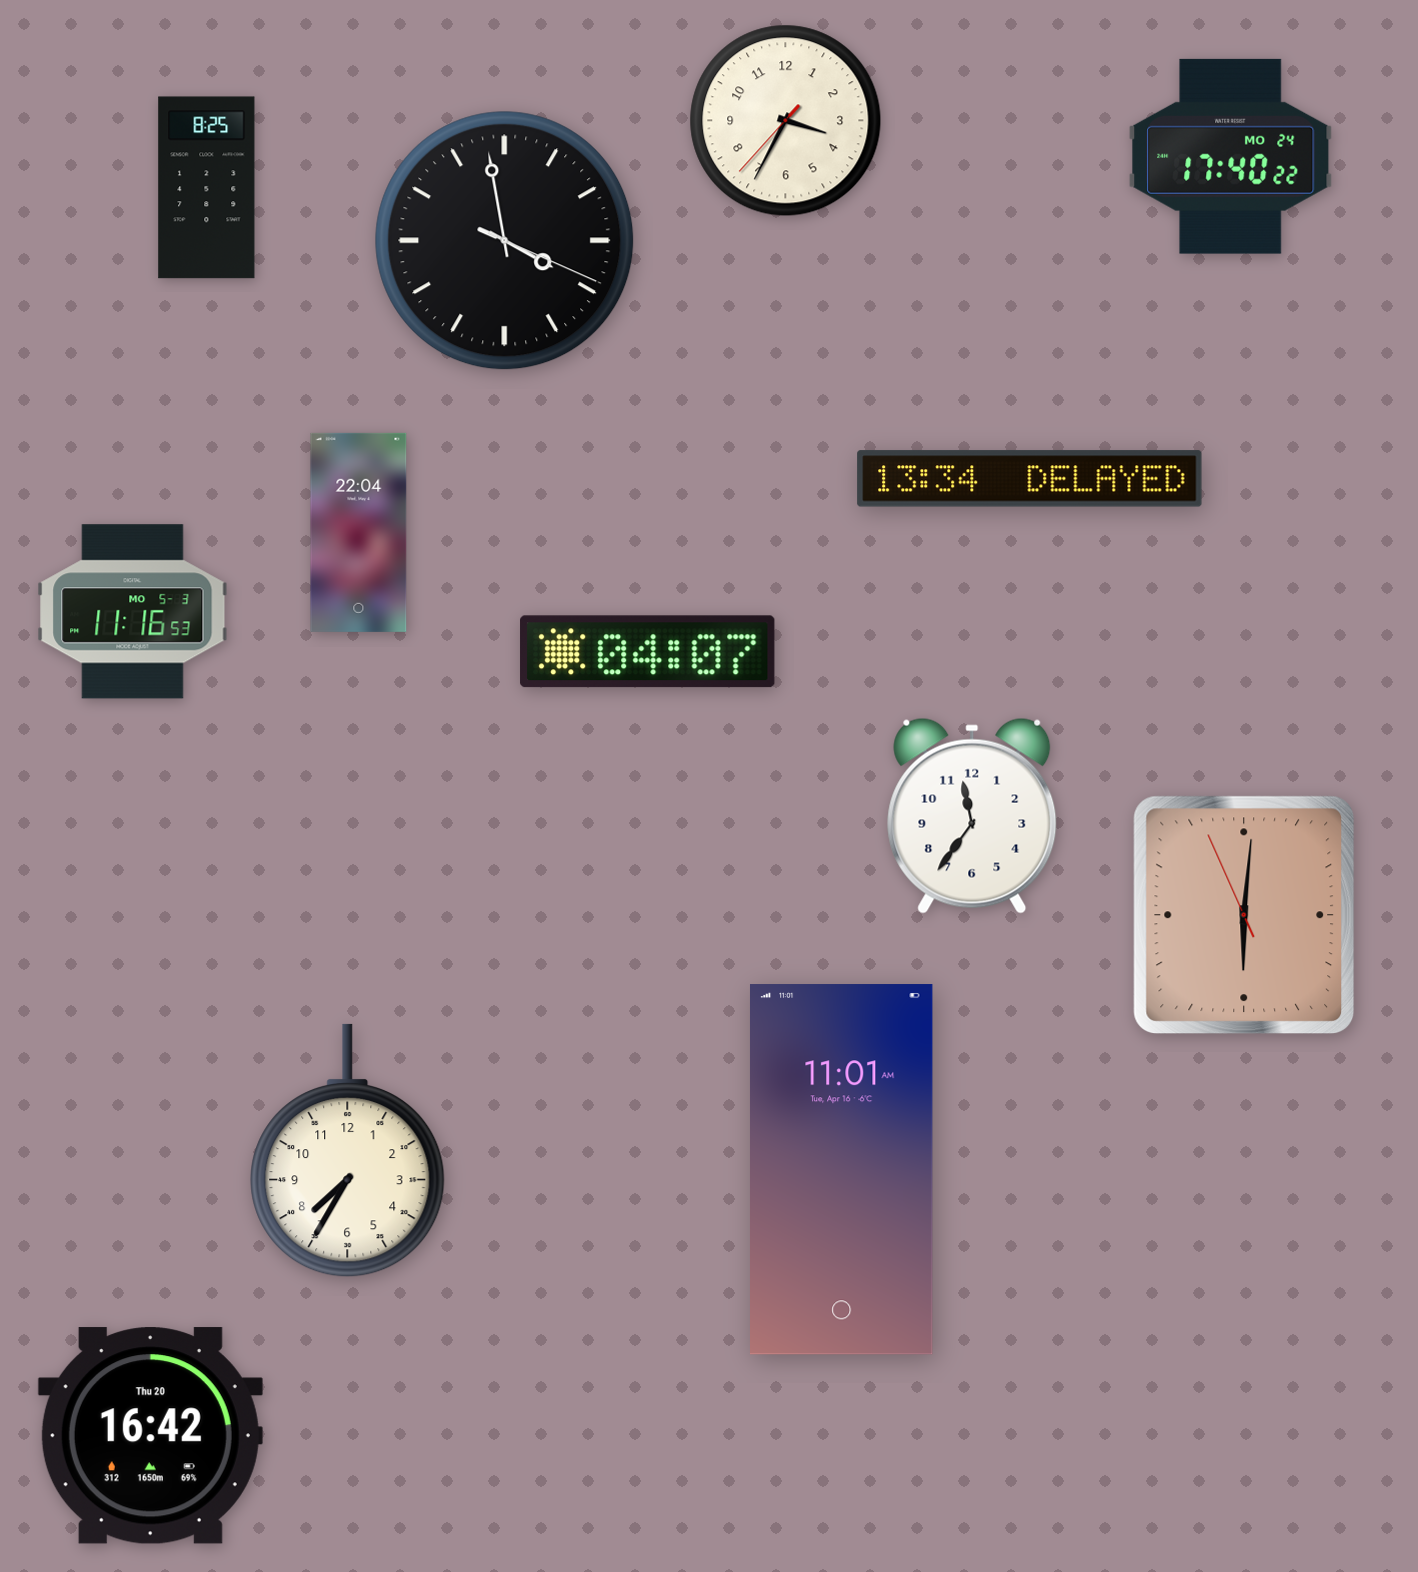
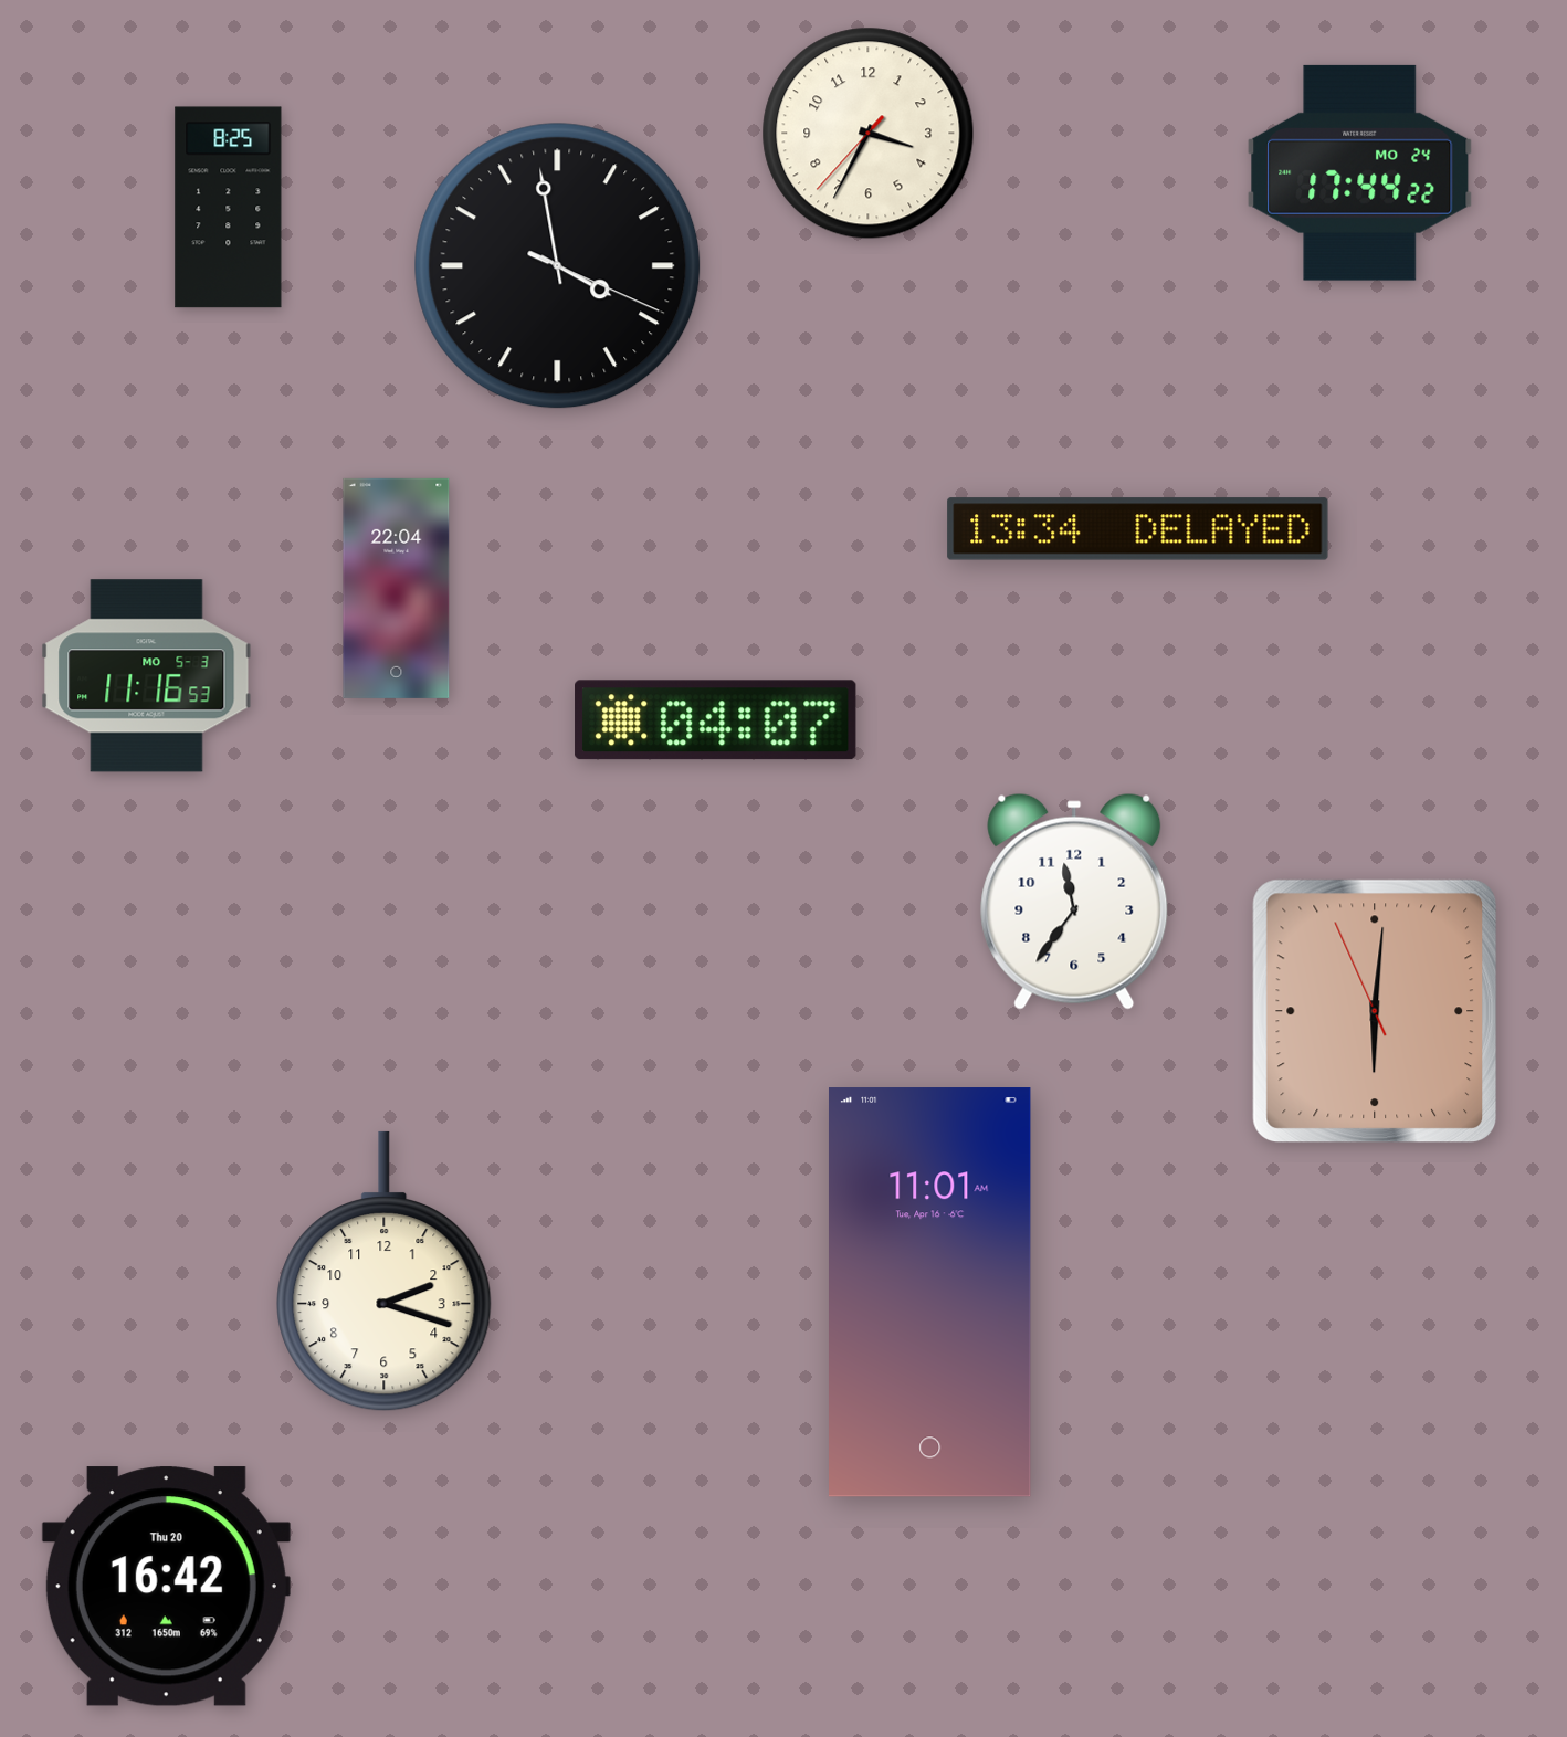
clock at (1231, 156): 17:40 -> 17:44
clock at (348, 1151): 7:35 -> 2:18
